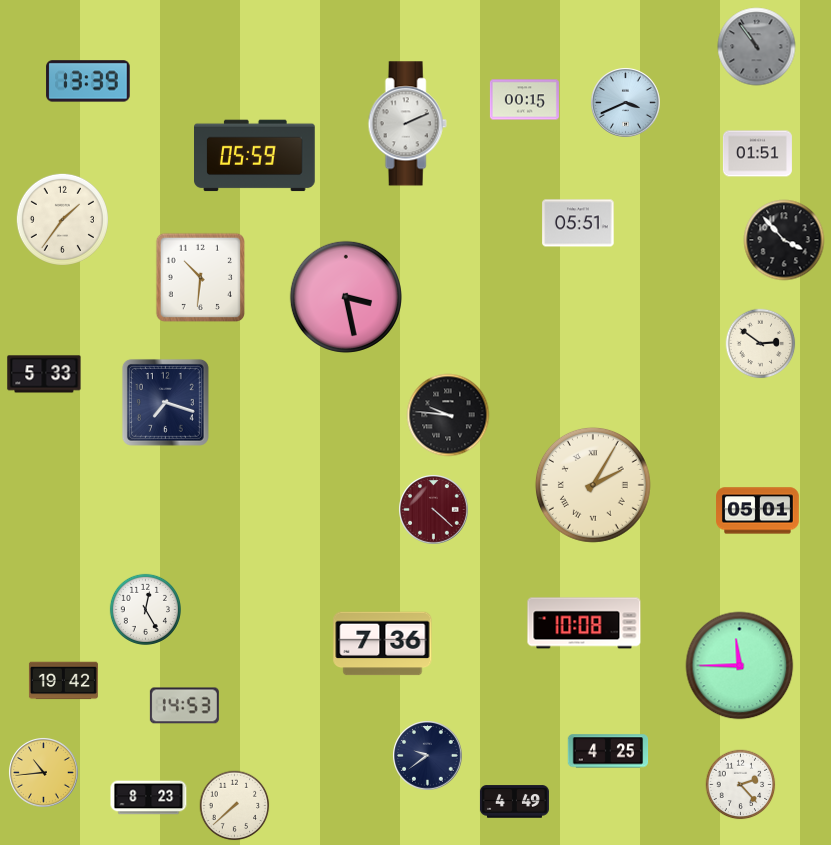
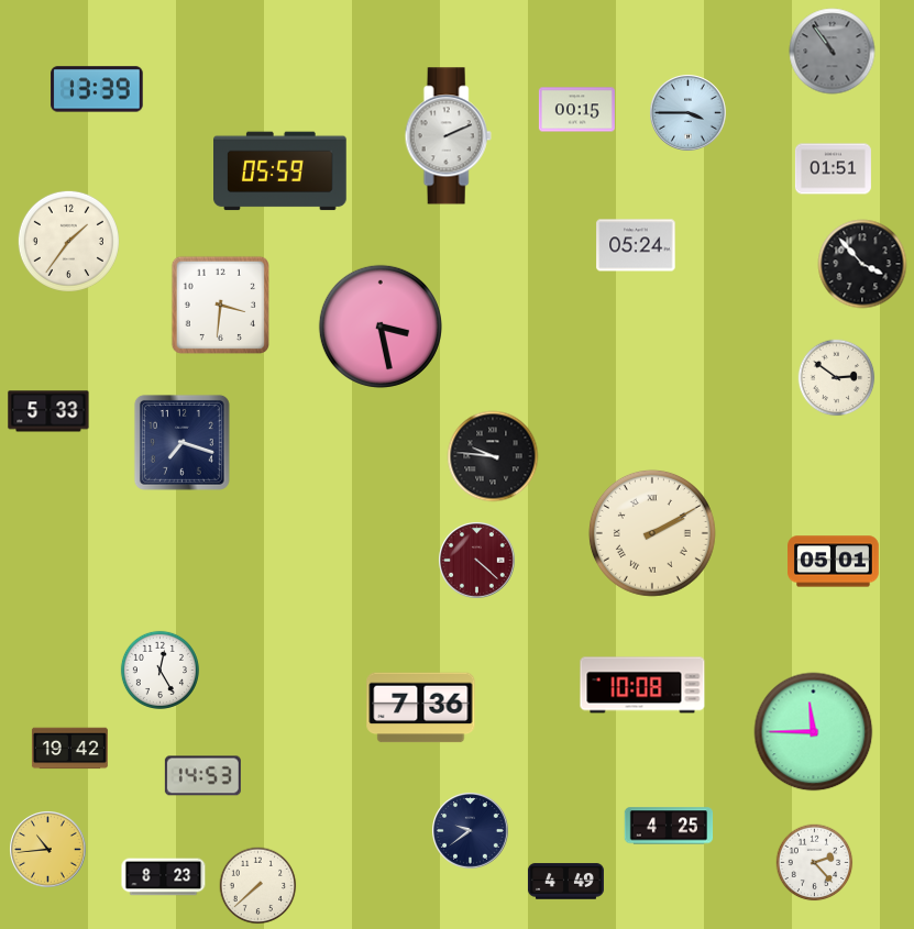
clock at (626, 103): 3:41 -> 3:45
clock at (578, 223): 05:51 -> 05:24
clock at (200, 277): 10:31 -> 3:31
clock at (593, 485): 2:05 -> 2:10
